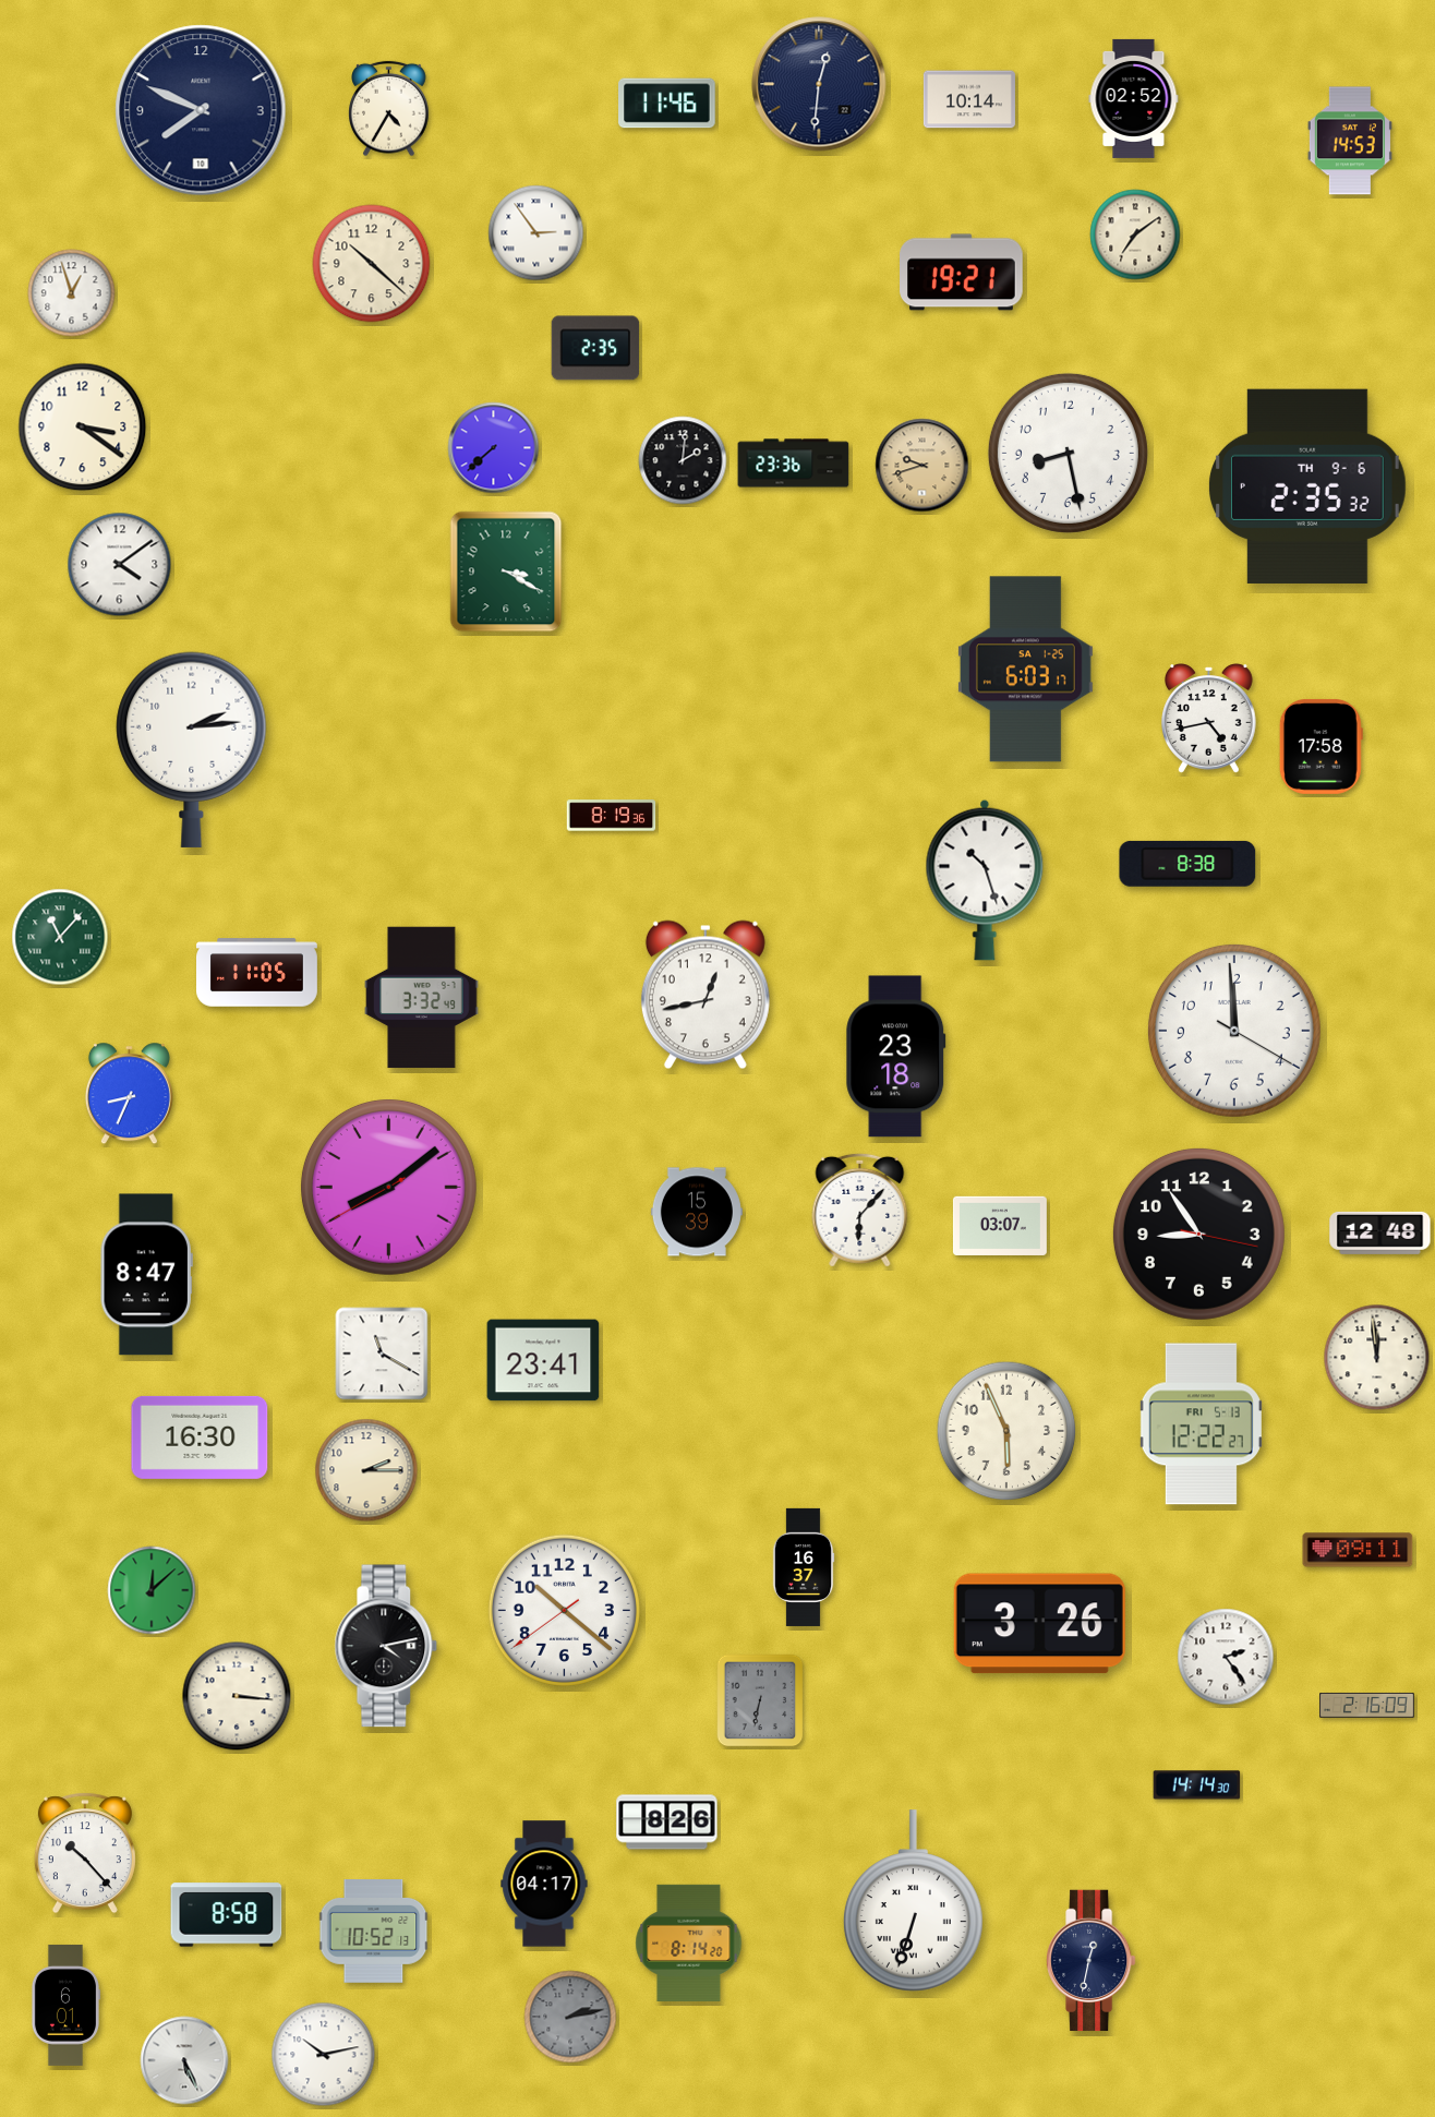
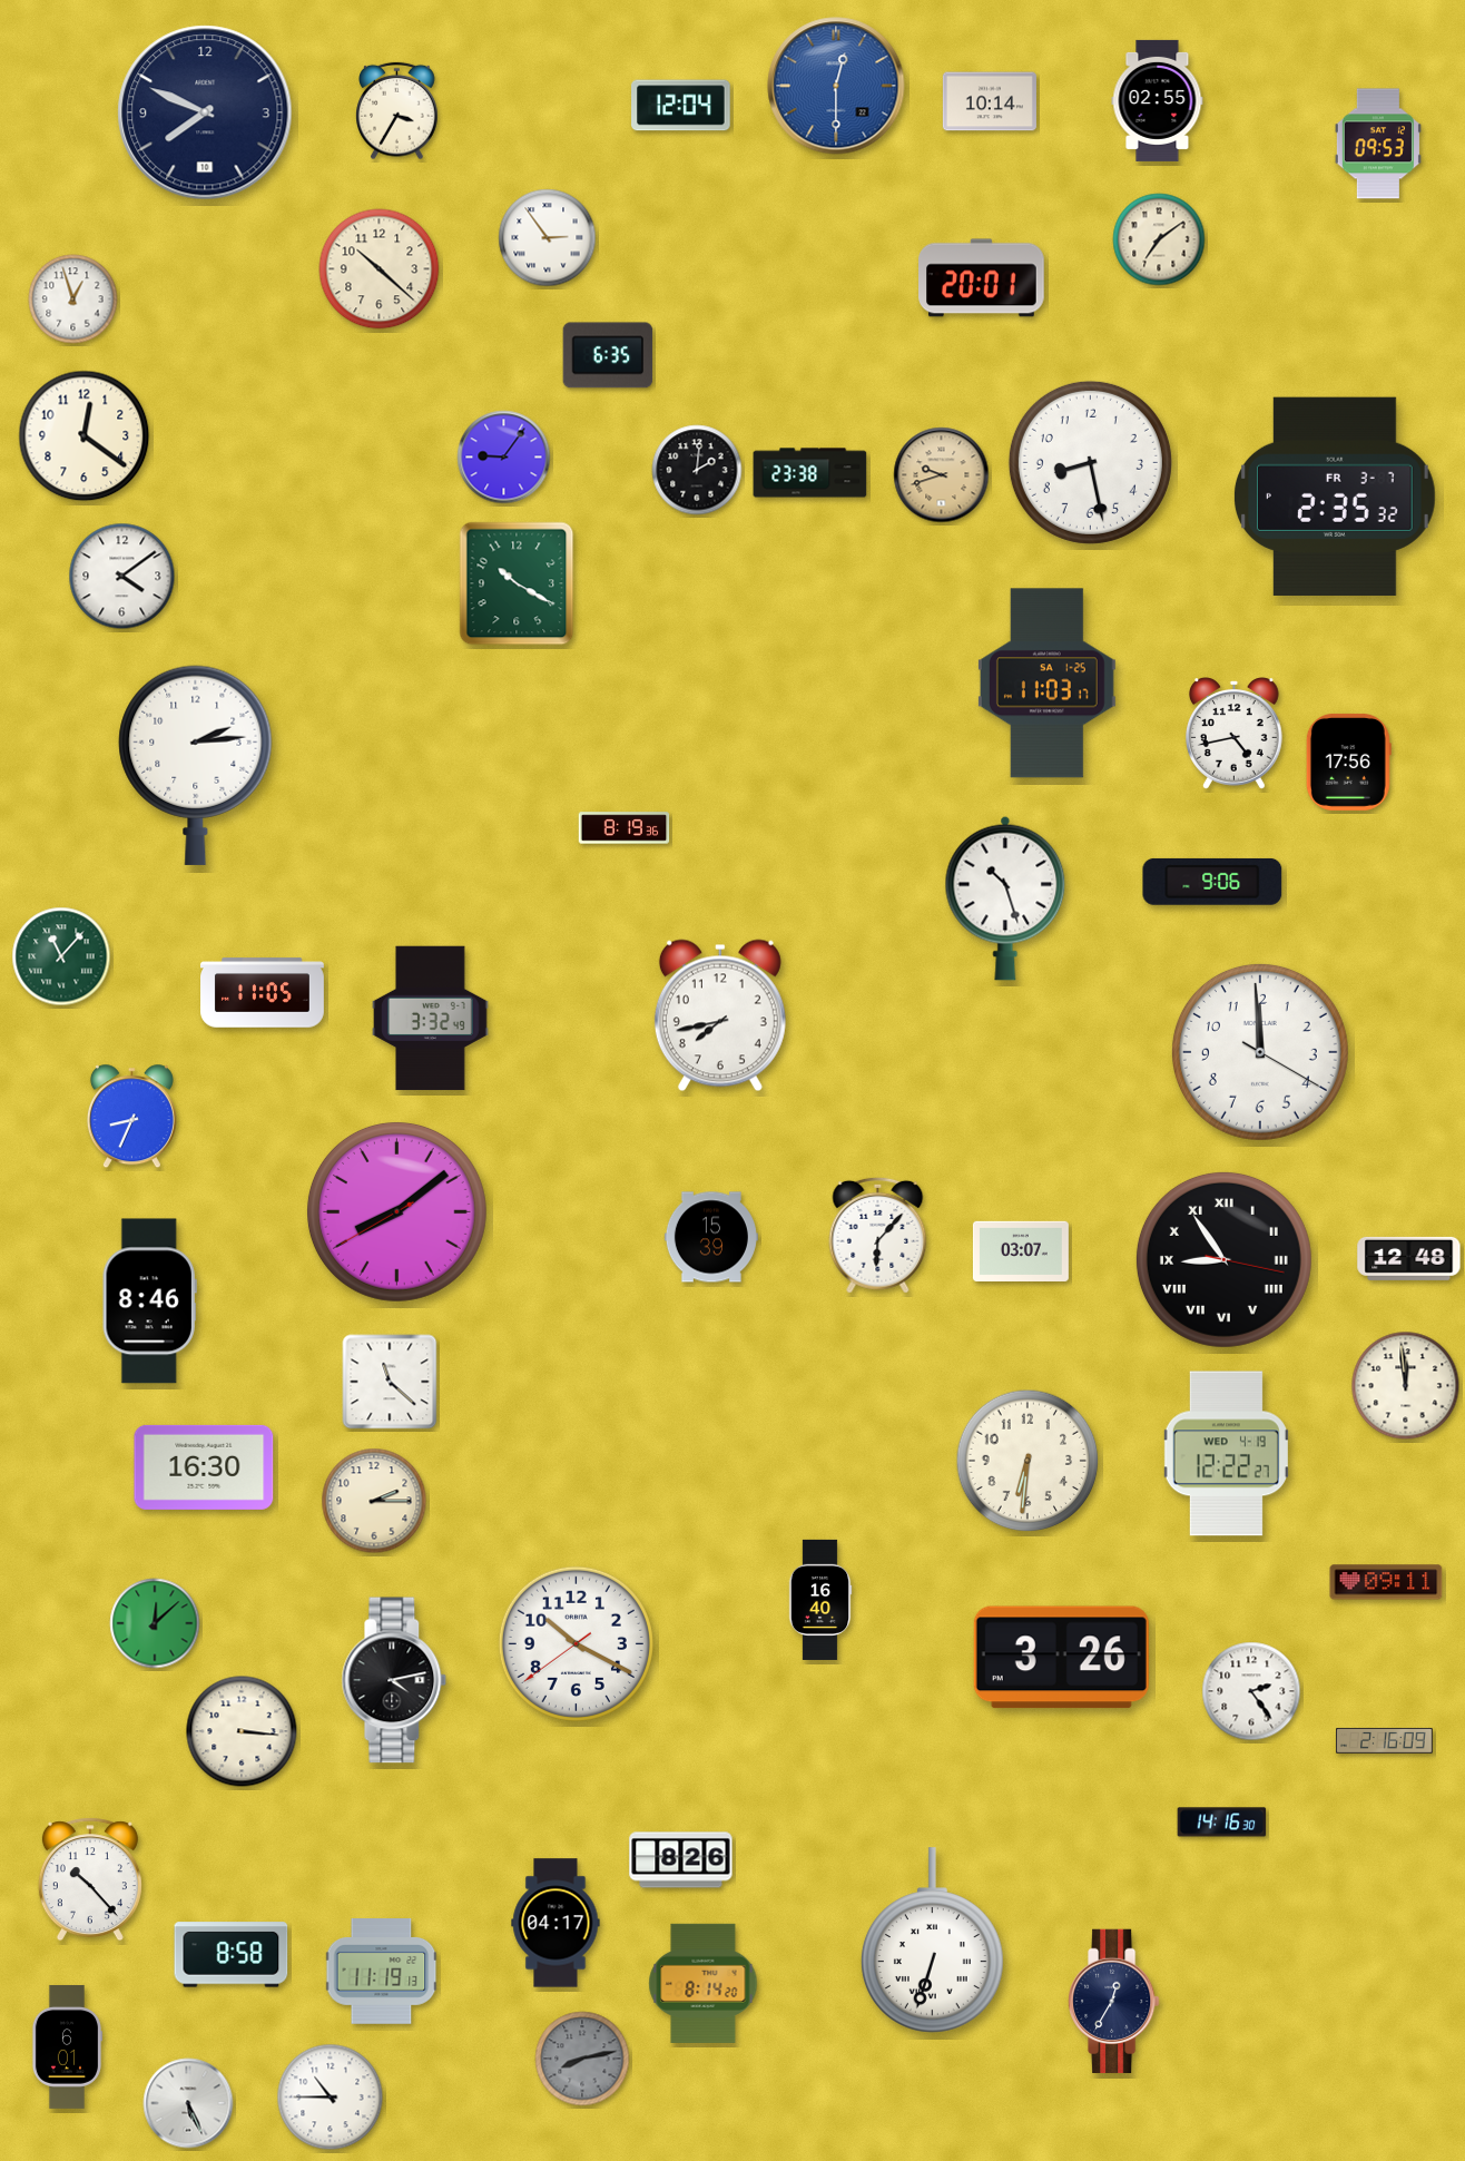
clock at (819, 84): 12:31 -> 12:30
clock at (819, 84) dial: navy -> blue
clock at (1134, 98): 02:52 -> 02:55
clock at (667, 104): 11:46 -> 12:04
clock at (389, 109): 4:35 -> 3:35
clock at (1350, 141): 14:53 -> 09:53
clock at (962, 273): 19:21 -> 20:01
clock at (595, 348): 2:35 -> 6:35
clock at (83, 428): 3:21 -> 12:21
clock at (494, 448): 7:38 -> 9:06
clock at (794, 464): 23:36 -> 23:38
clock at (1309, 486) date: TH 9-6 -> FR 3-7
clock at (506, 572): 3:20 -> 10:20
clock at (1025, 670): 6:03 -> 11:03
clock at (1321, 746): 17:58 -> 17:56
clock at (612, 816) position: (612, 816) -> (625, 828)
clock at (1187, 864): 8:38 -> 9:06
clock at (706, 995): 12:43 -> 7:43
clock at (896, 1057): 23:18 -> none
clock at (1198, 1234) numerals: Arabic -> Roman
clock at (146, 1275): 8:47 -> 8:46
clock at (382, 1354): 11:20 -> 11:22
clock at (543, 1360): 23:41 -> none
clock at (1201, 1424) date: FRI 5-13 -> WED 4-19
clock at (1006, 1431): 5:56 -> 6:31
clock at (804, 1567): 16:37 -> 16:40
clock at (564, 1610): 10:21 -> 10:19
clock at (760, 1700): 6:32 -> none
clock at (1367, 1705) position: (1367, 1705) -> (1385, 1740)
clock at (1197, 1785): 14:14 -> 14:16
clock at (85, 1853) position: (85, 1853) -> (90, 1879)
clock at (374, 1932): 10:52 -> 11:19
clock at (1092, 1961): 12:32 -> 12:35
clock at (570, 2017): 2:13 -> 8:13
clock at (324, 2055): 10:13 -> 10:45
